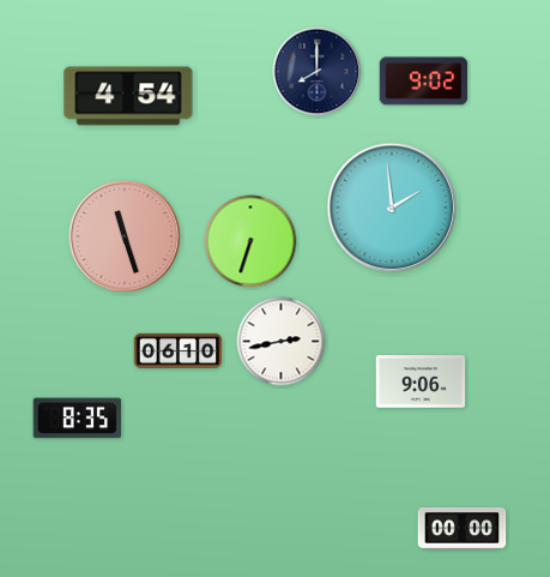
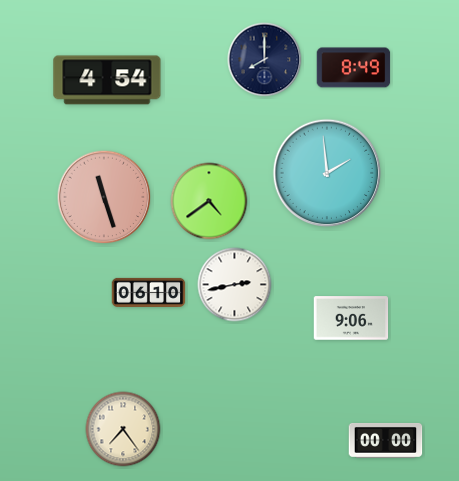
clock at (424, 82): 9:02 -> 8:49
clock at (250, 241): 6:33 -> 4:39
clock at (78, 419): 8:35 -> none
clock at (123, 429): none -> 7:24
